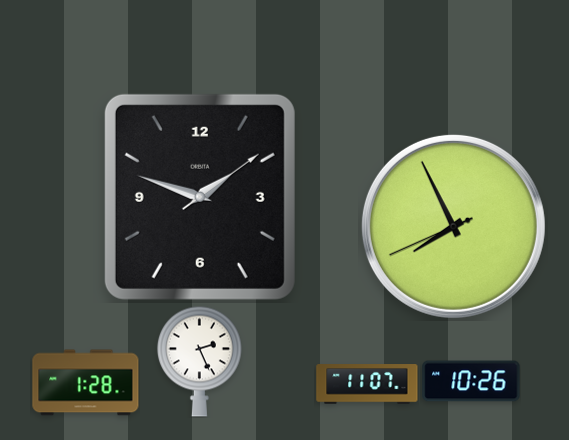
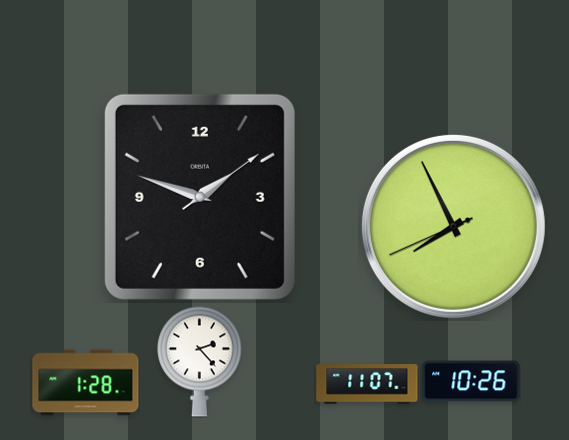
clock at (199, 361): 2:26 -> 2:23
